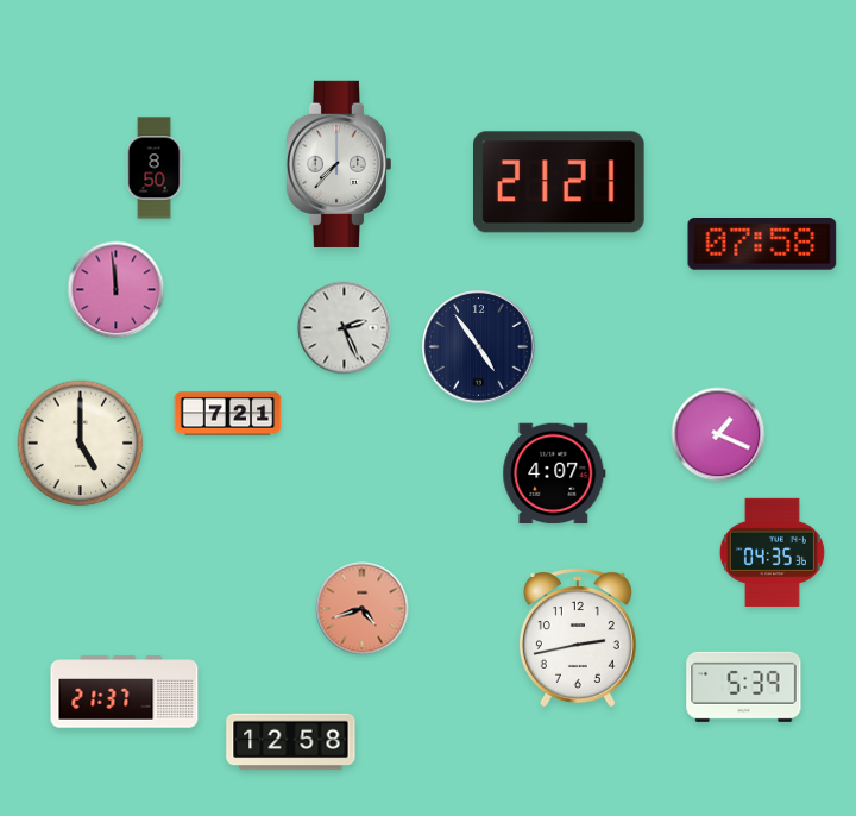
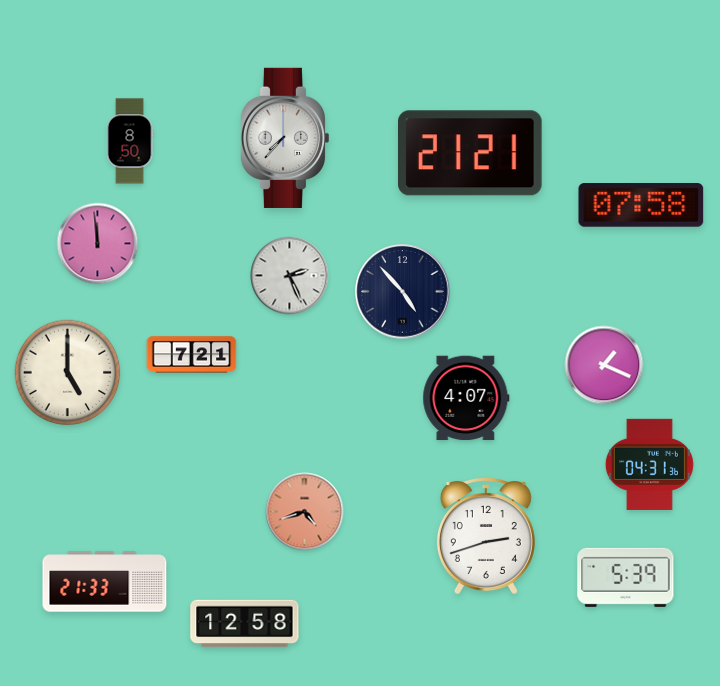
clock at (479, 347): 4:54 -> 4:53
clock at (228, 414) position: (228, 414) -> (192, 355)
clock at (772, 552): 04:35 -> 04:31
clock at (578, 638): 2:43 -> 2:42
clock at (125, 692): 21:37 -> 21:33
